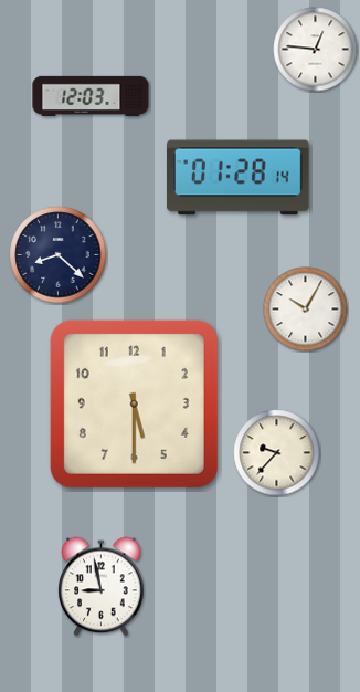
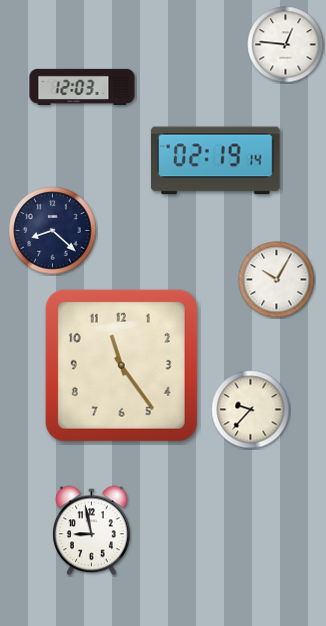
clock at (239, 178): 01:28 -> 02:19
clock at (134, 403): 5:30 -> 11:24
